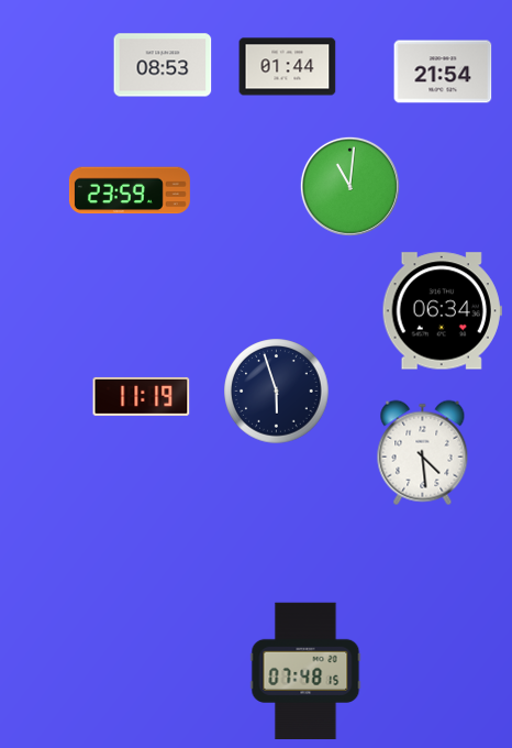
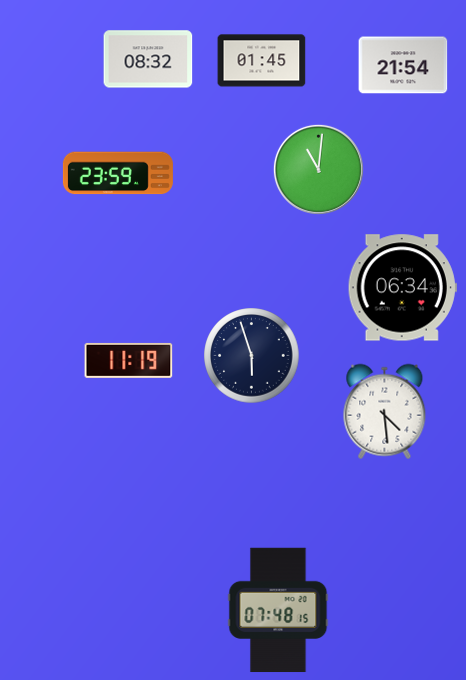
clock at (163, 65): 08:53 -> 08:32
clock at (288, 67): 01:44 -> 01:45
clock at (442, 311) position: (442, 311) -> (402, 288)
